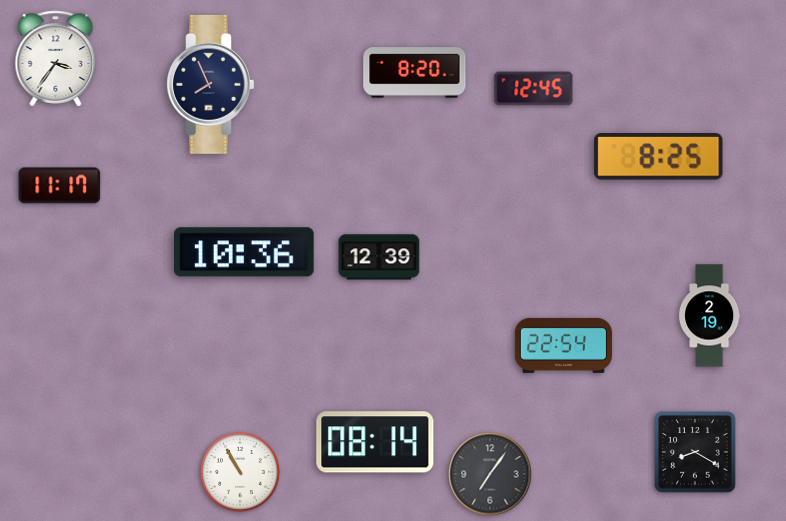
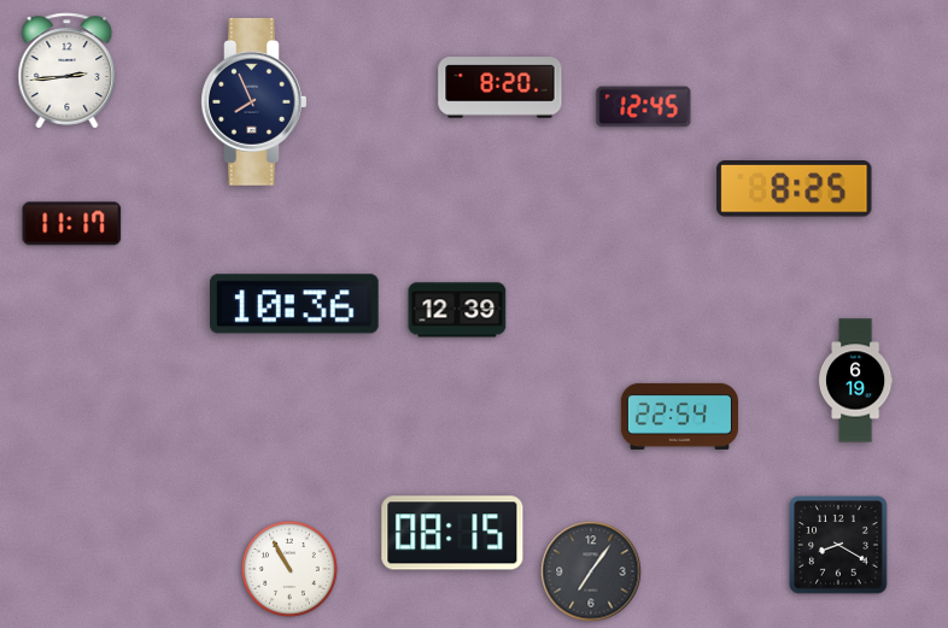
clock at (56, 59): 3:36 -> 2:44
clock at (709, 316): 2:19 -> 6:19
clock at (375, 442): 08:14 -> 08:15
